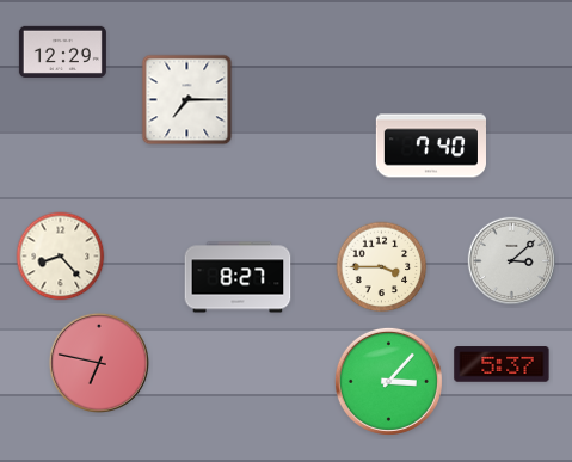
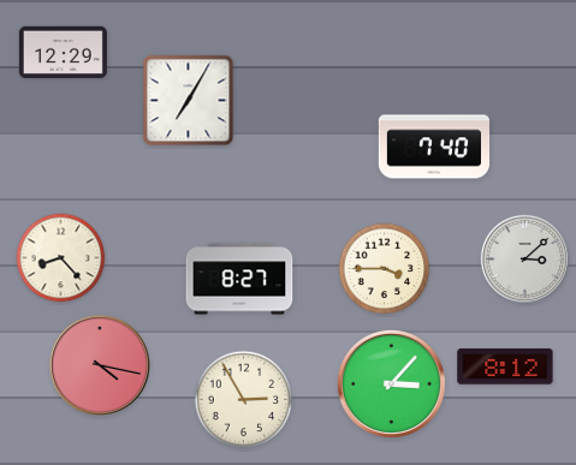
clock at (187, 100): 7:15 -> 7:05
clock at (511, 260) position: (511, 260) -> (524, 258)
clock at (99, 363): 6:47 -> 4:17
clock at (502, 364): 5:37 -> 8:12
clock at (244, 400): none -> 2:55
